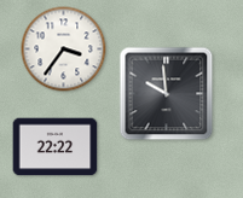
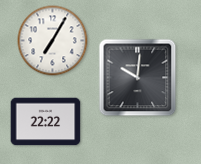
clock at (64, 49): 3:36 -> 7:05
clock at (167, 94): 9:59 -> 10:01
